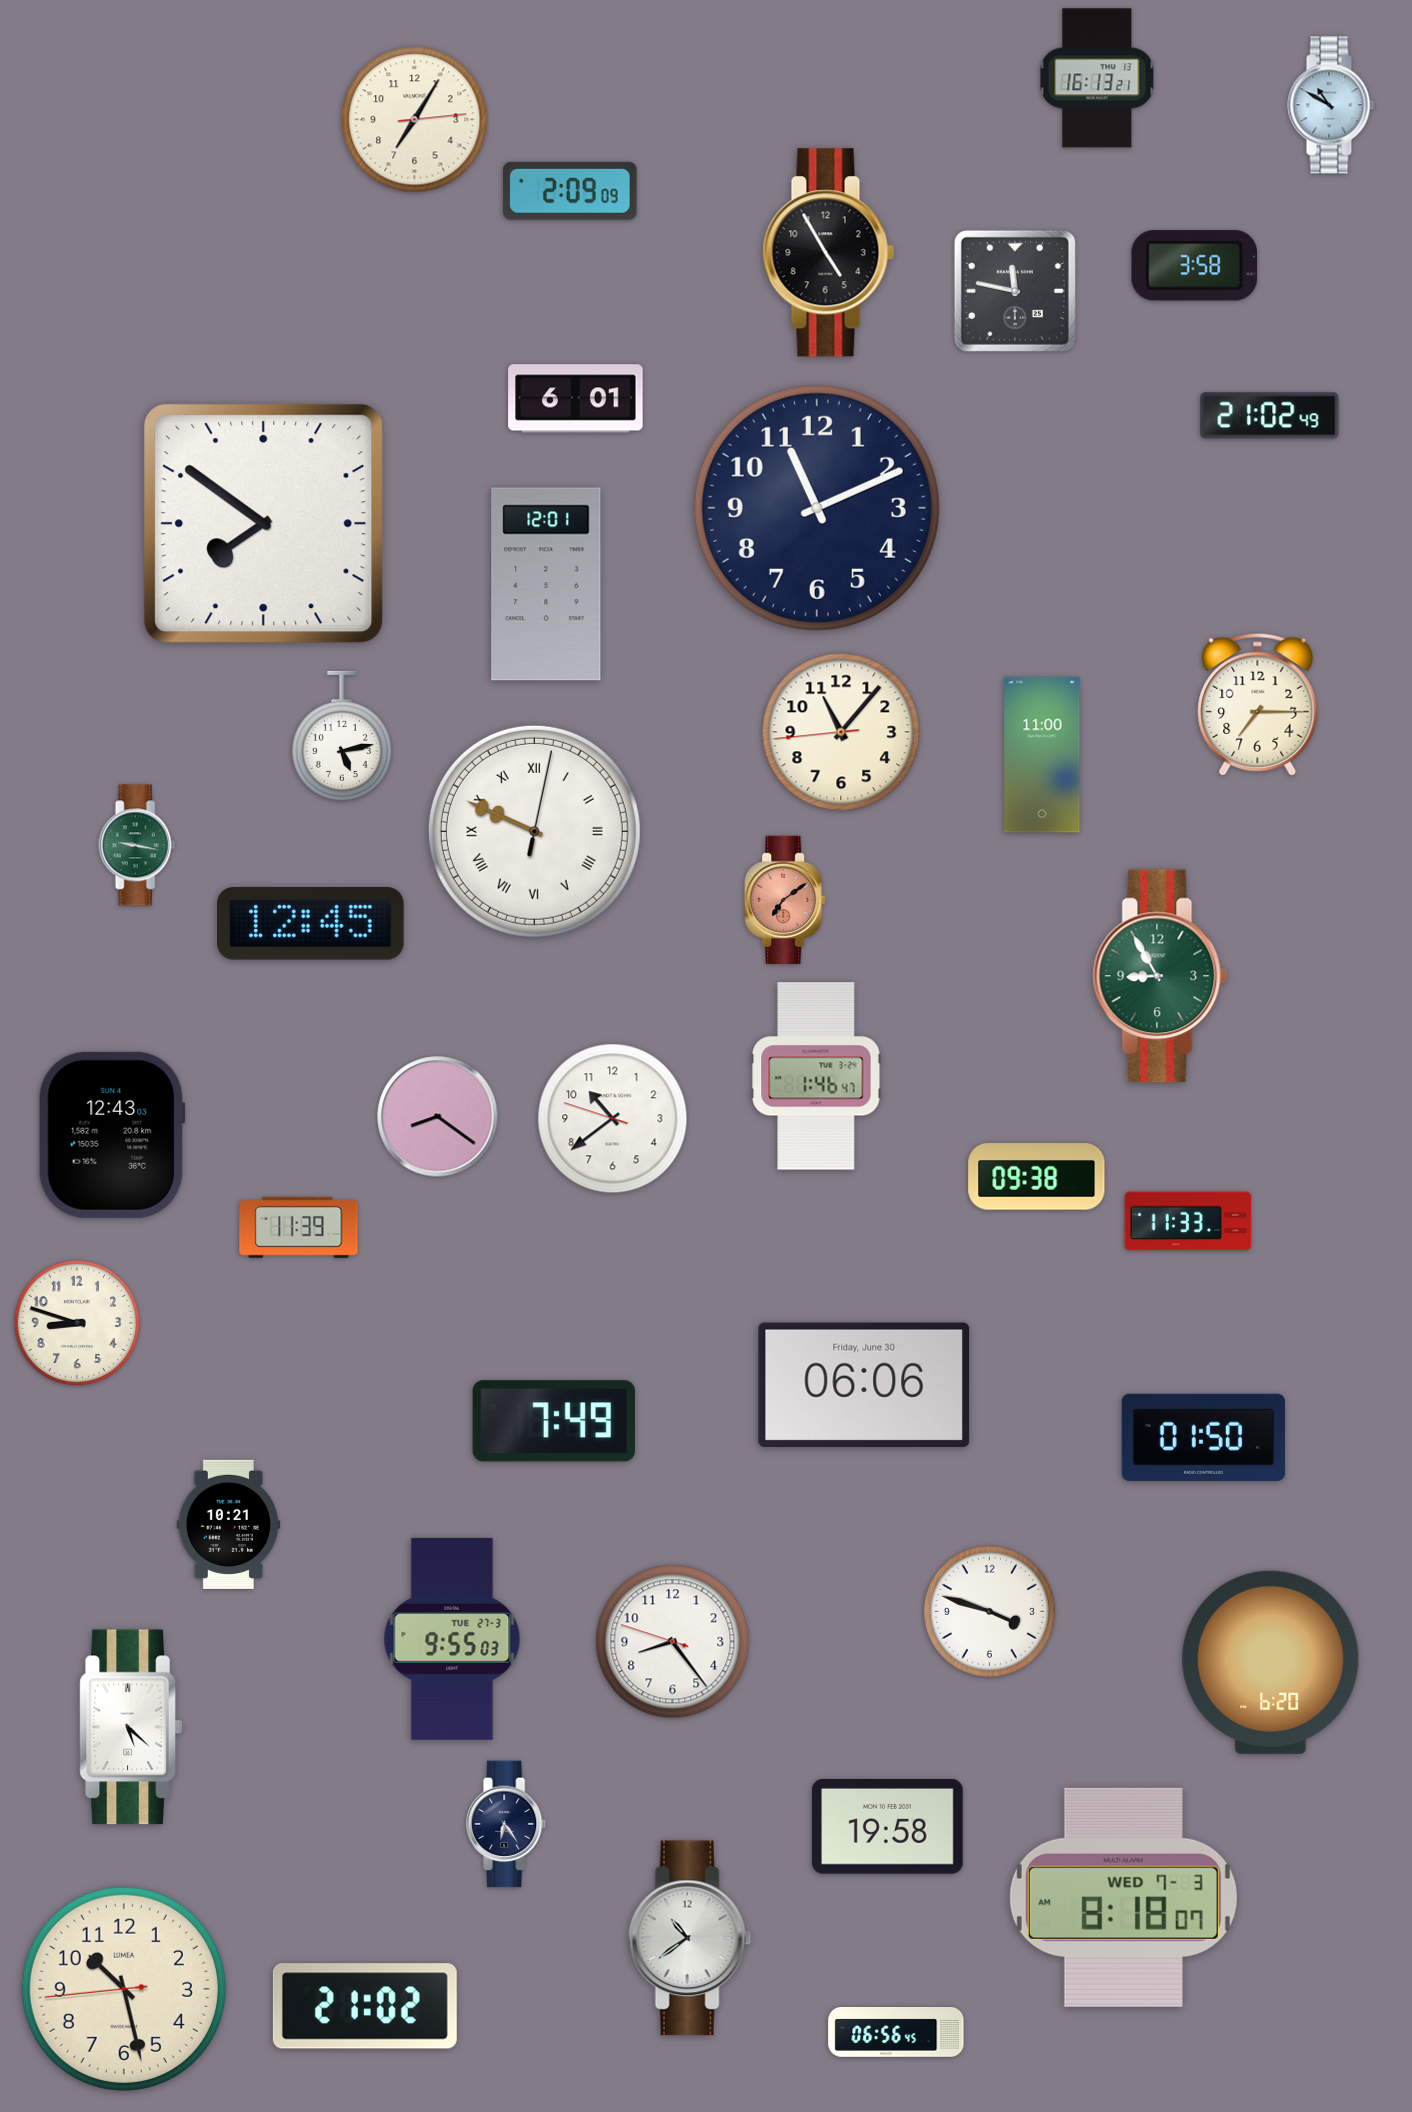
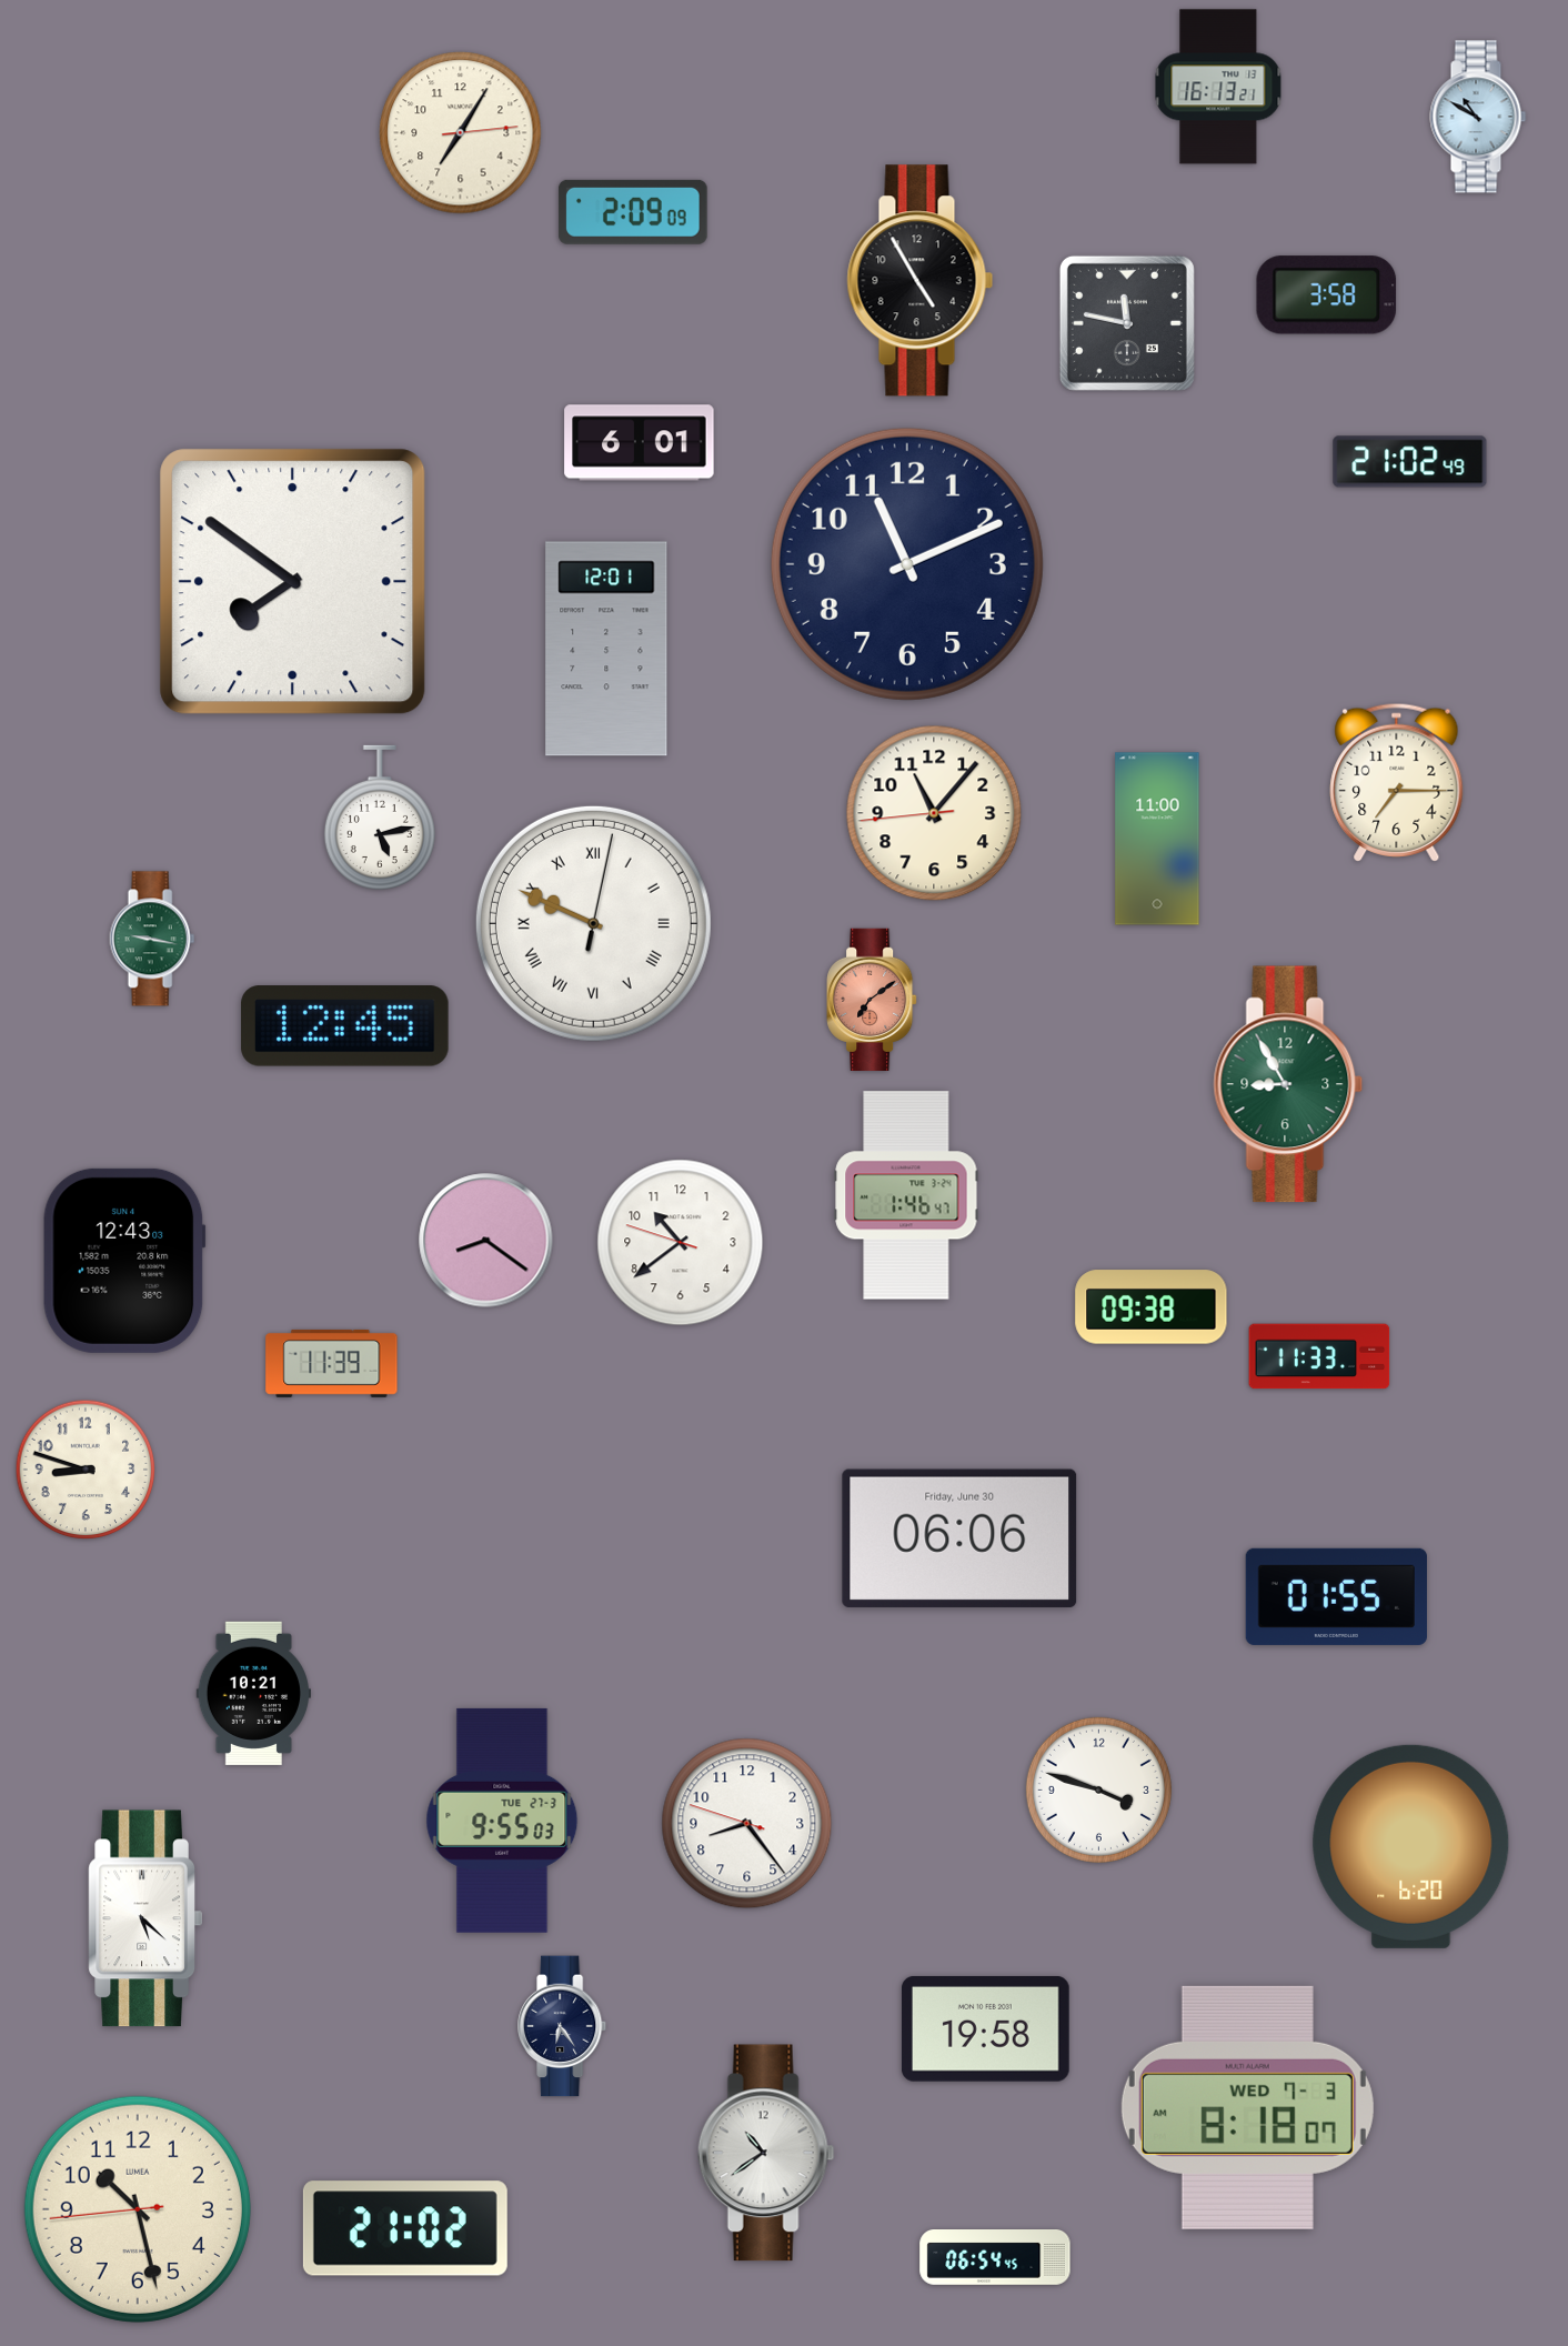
clock at (554, 1421): 7:49 -> none
clock at (1203, 1437): 01:50 -> 01:55
clock at (896, 2033): 06:56 -> 06:54
